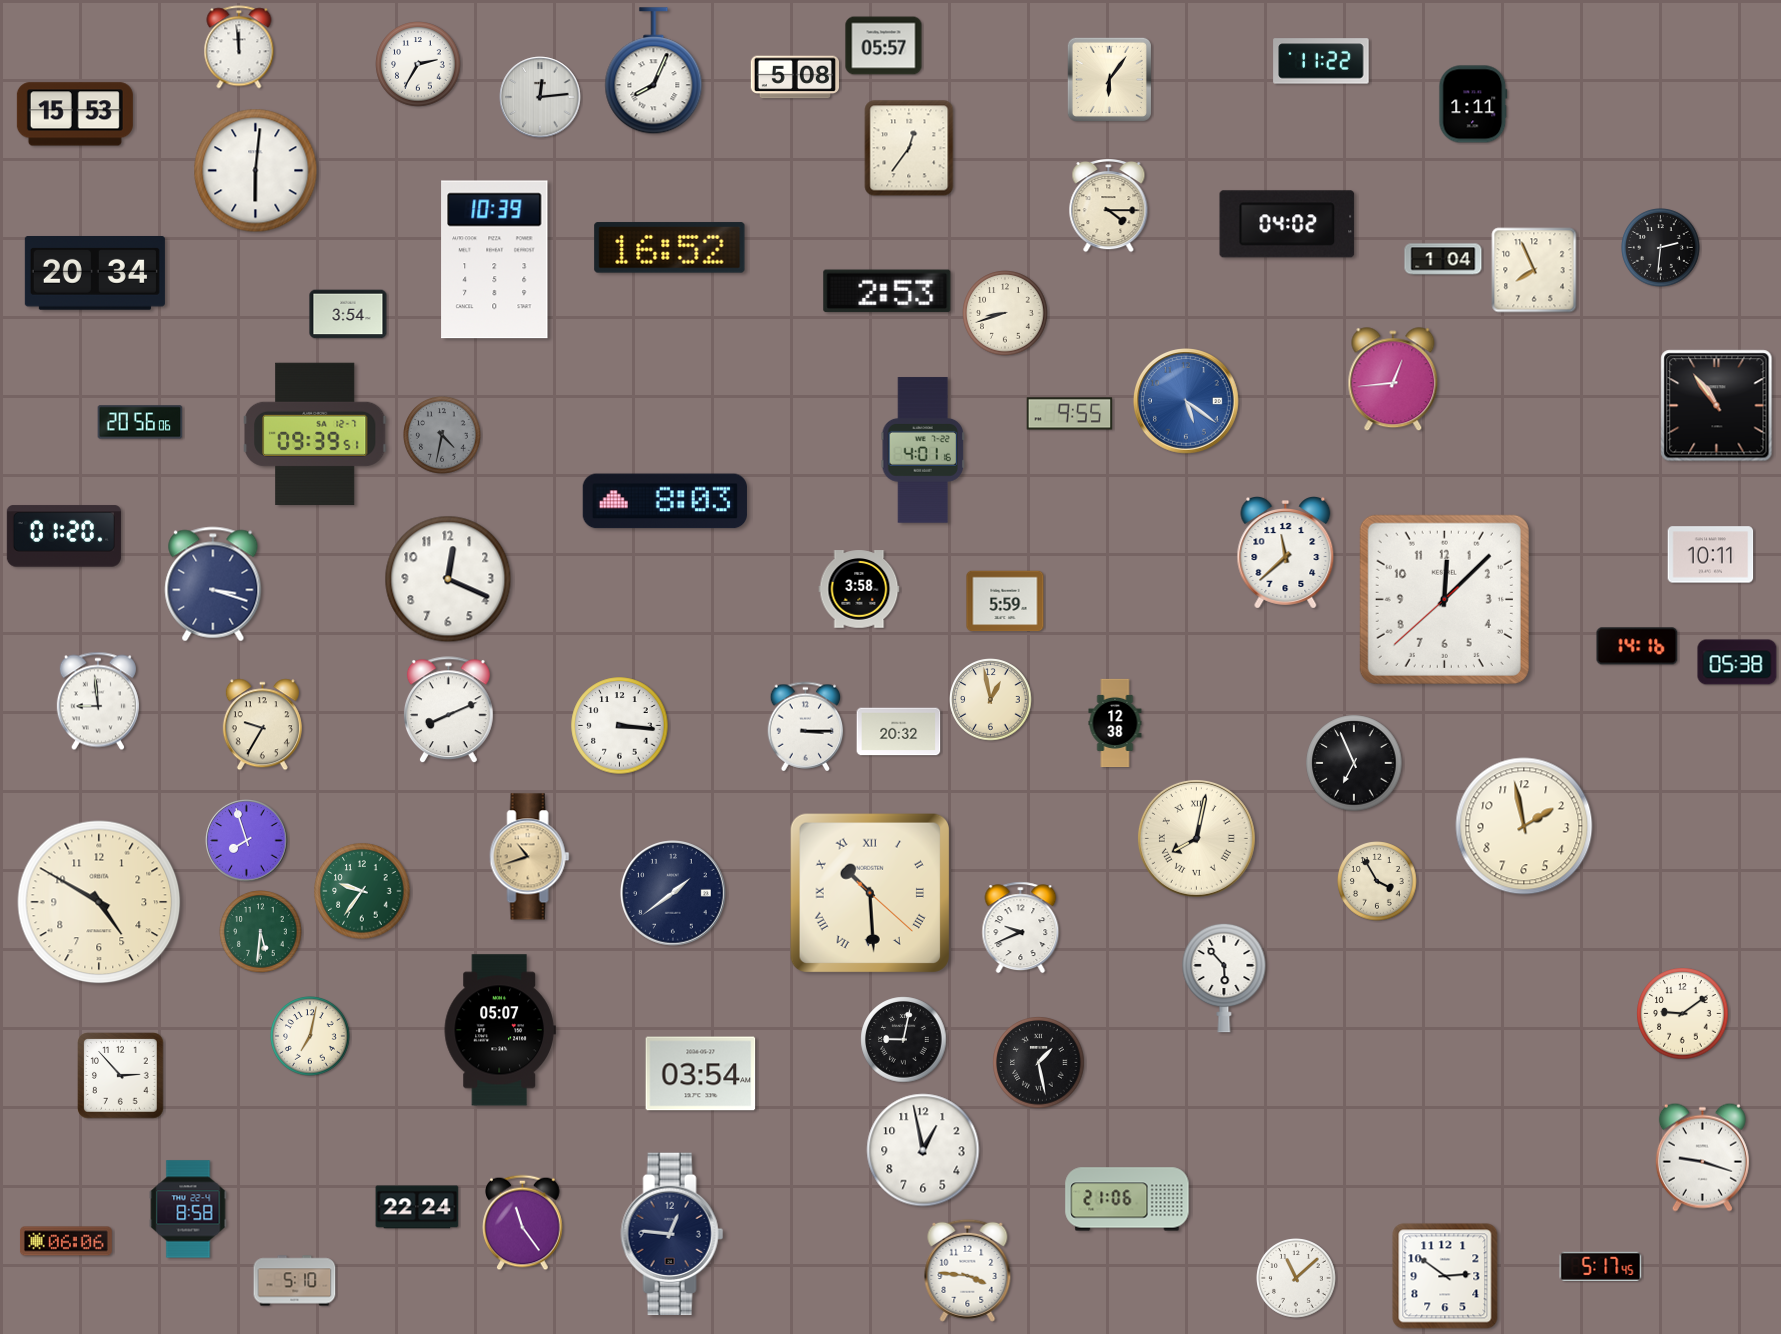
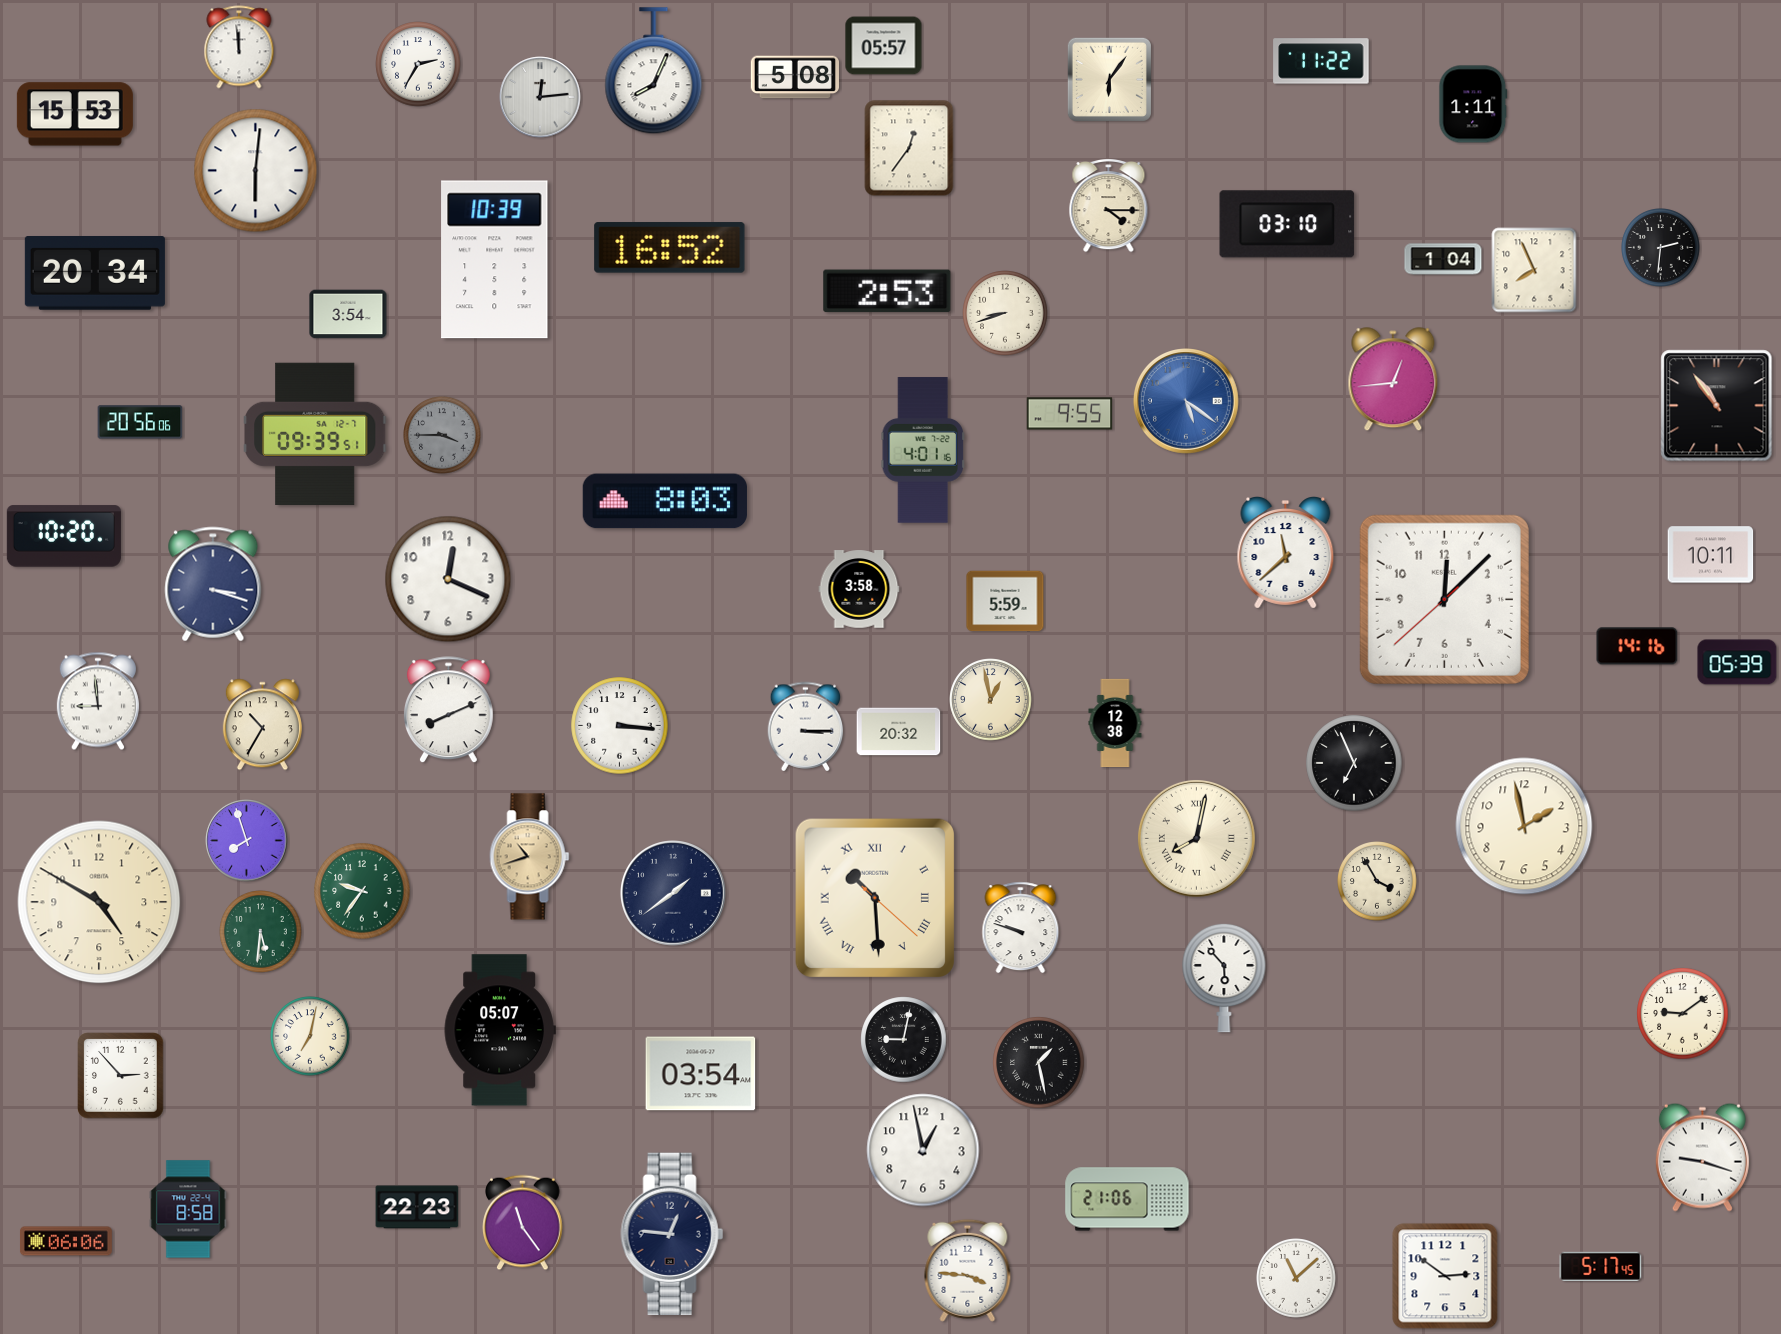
clock at (1287, 224): 04:02 -> 03:10
clock at (443, 436): 4:32 -> 3:45
clock at (64, 536): 01:20 -> 10:20
clock at (1737, 662): 05:38 -> 05:39
clock at (262, 725): 9:35 -> 10:35
clock at (870, 893) position: (870, 893) -> (875, 898)
clock at (1021, 928): 9:41 -> 9:48
clock at (417, 1207): 22:24 -> 22:23
clock at (295, 1281): 5:10 -> none
